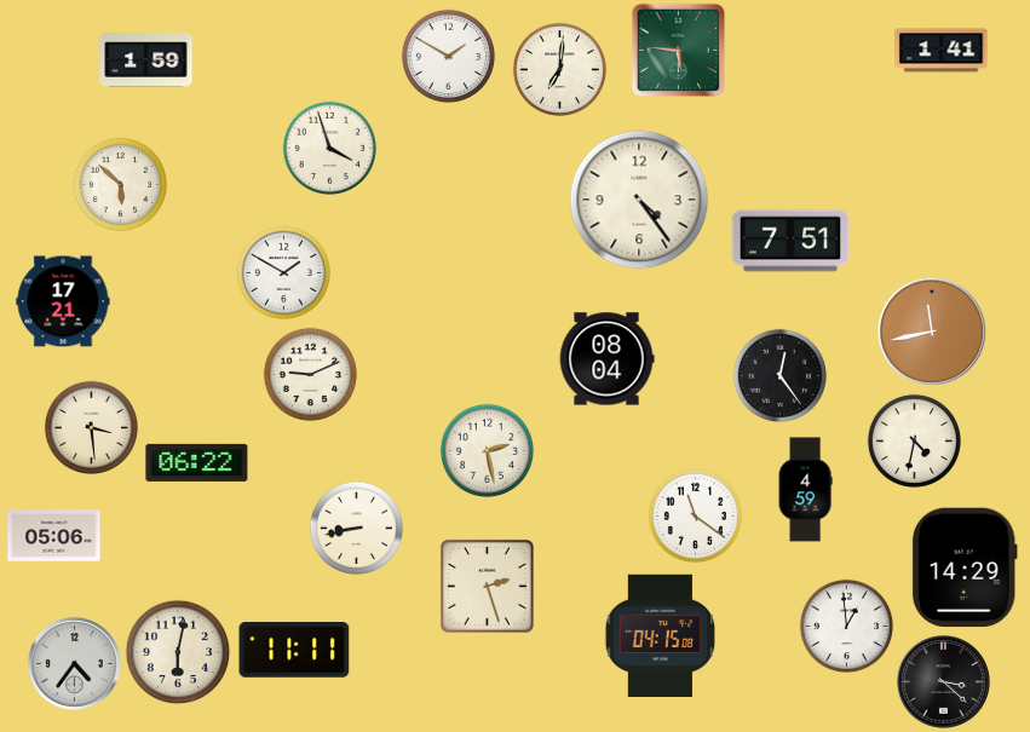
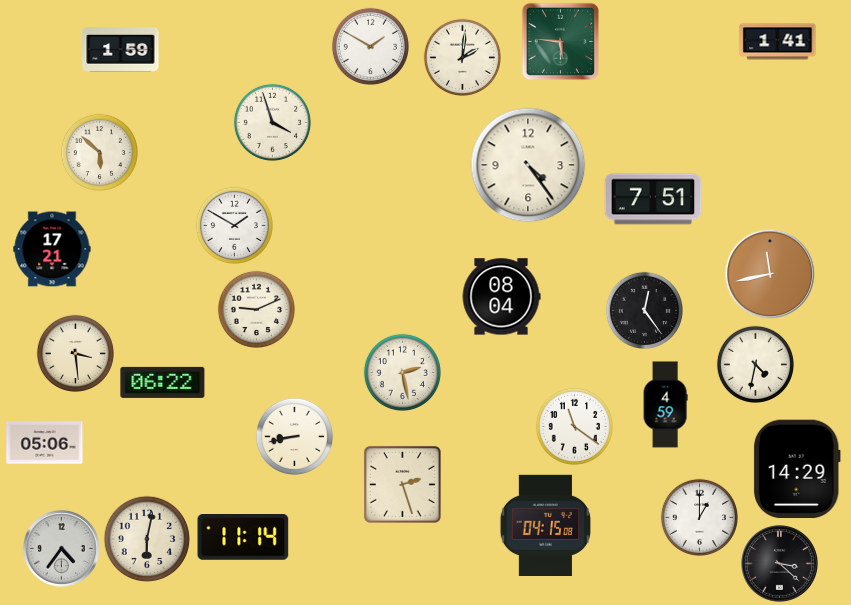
clock at (559, 69): 7:01 -> 2:01
clock at (846, 626): 12:59 -> 1:00
clock at (294, 651): 11:11 -> 11:14
